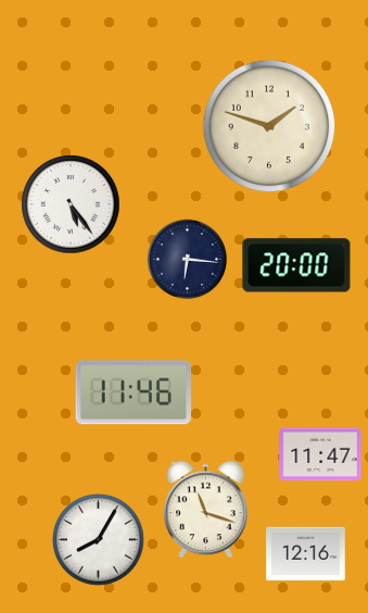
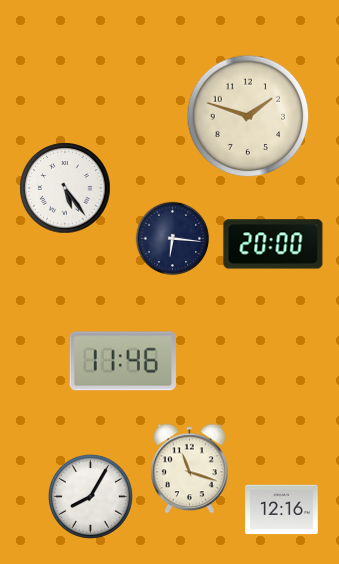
clock at (320, 454): 11:47 -> none
